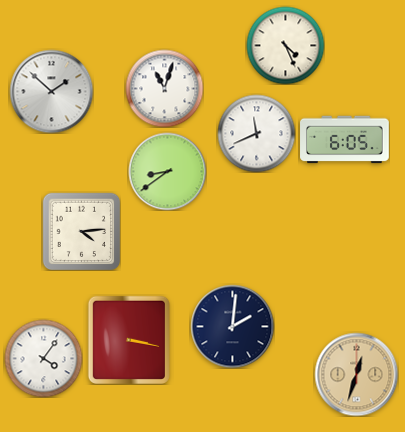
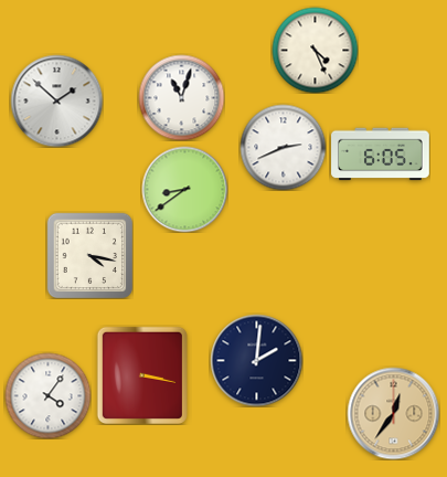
clock at (256, 133): 11:41 -> 2:41
clock at (81, 231): 4:14 -> 4:17
clock at (356, 374): 12:33 -> 12:36
